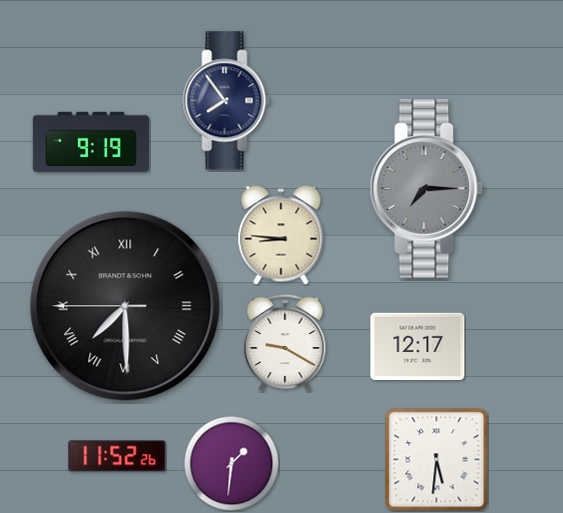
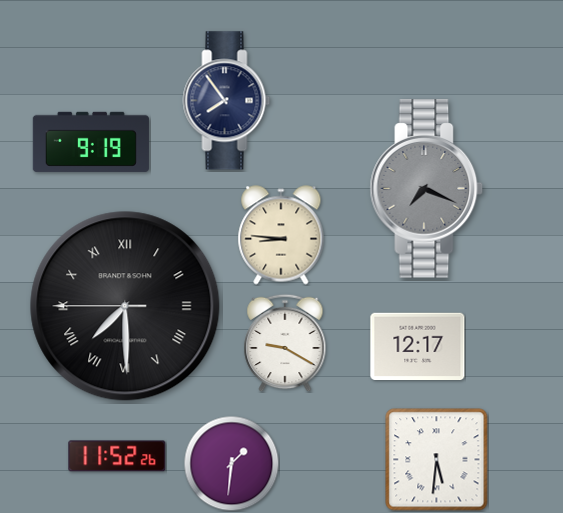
clock at (427, 189): 7:15 -> 7:19
